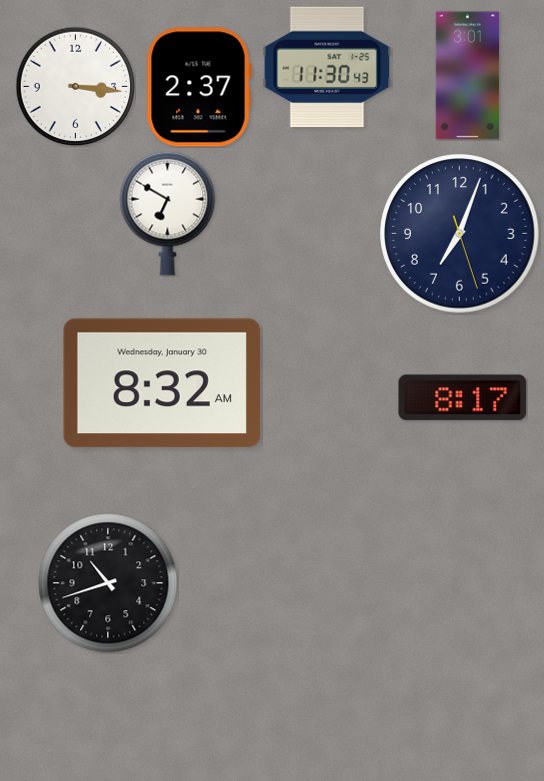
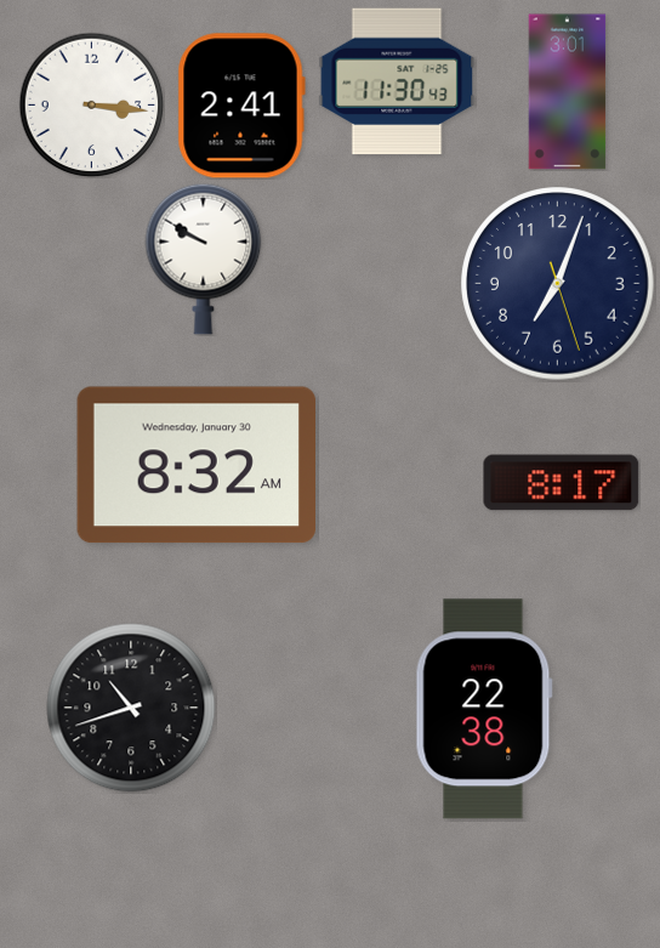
clock at (199, 87): 2:37 -> 2:41
clock at (168, 213): 6:50 -> 9:50
clock at (484, 709): none -> 22:38
